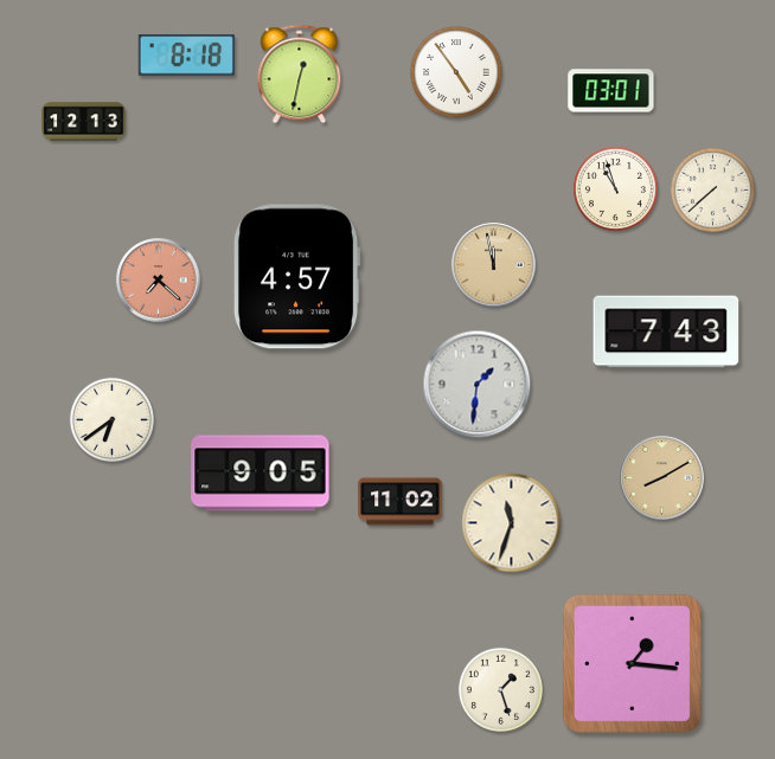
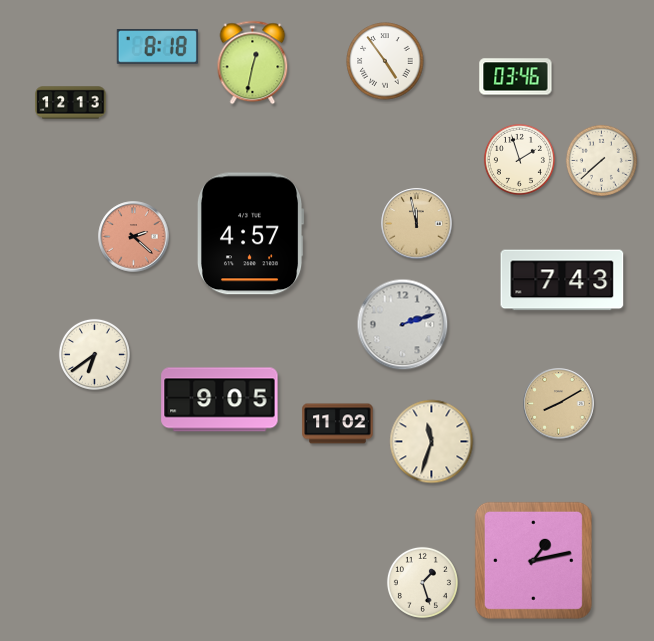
clock at (611, 91): 03:01 -> 03:46
clock at (615, 188): 10:57 -> 1:57
clock at (159, 281): 7:22 -> 2:22
clock at (478, 385): 1:31 -> 2:12
clock at (632, 663): 1:16 -> 1:13
